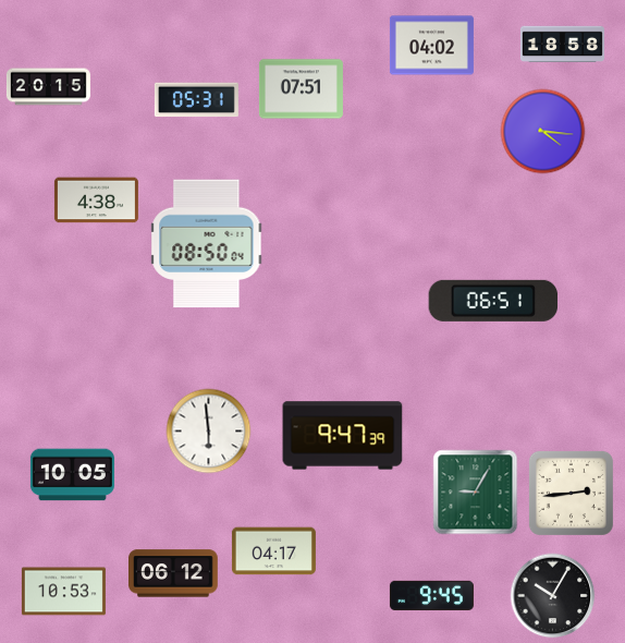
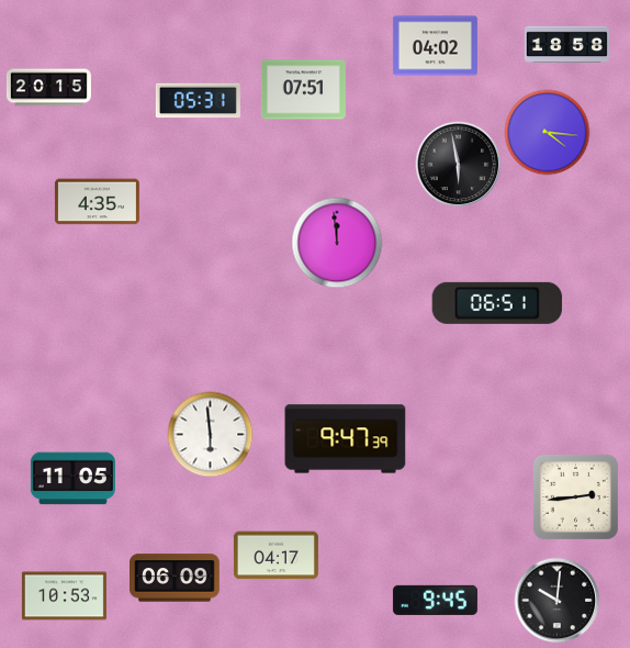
clock at (458, 164): none -> 5:58
clock at (96, 201): 4:38 -> 4:35
clock at (337, 243): none -> 11:59
clock at (207, 244): 08:50 -> none
clock at (72, 475): 10:05 -> 11:05
clock at (475, 492): 9:05 -> none
clock at (173, 573): 06:12 -> 06:09
clock at (552, 595): 10:05 -> 10:01
